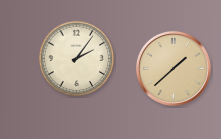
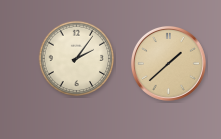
clock at (173, 68) position: (173, 68) -> (168, 63)
